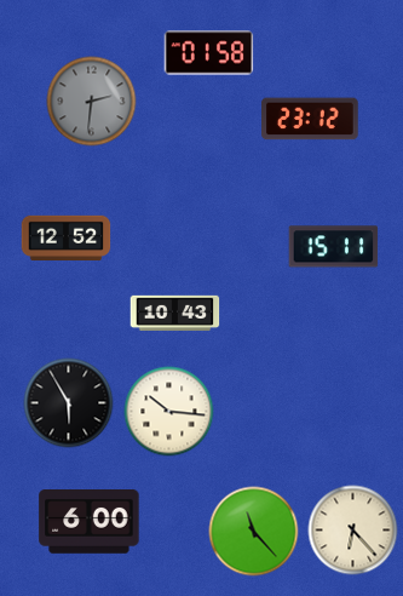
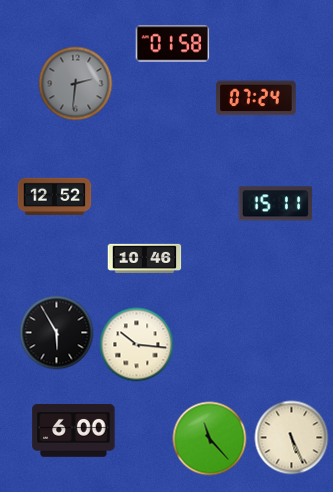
clock at (311, 119): 23:12 -> 07:24
clock at (175, 313): 10:43 -> 10:46
clock at (169, 412) position: (169, 412) -> (137, 345)
clock at (353, 531): 6:23 -> 5:26
